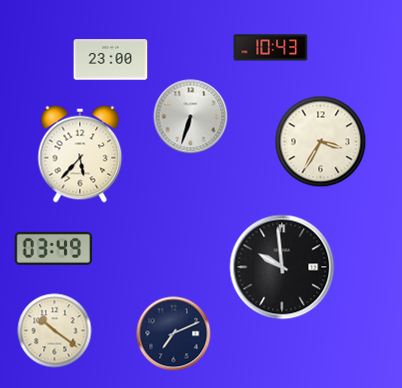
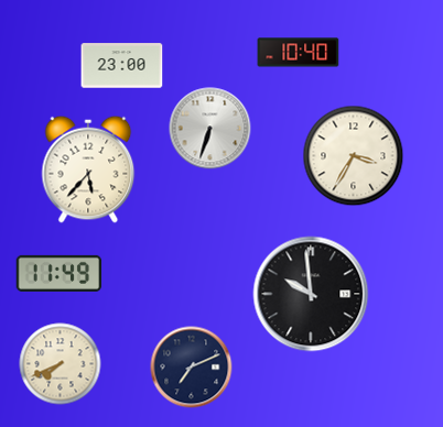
clock at (271, 48): 10:43 -> 10:40
clock at (54, 248): 03:49 -> 11:49
clock at (55, 331): 10:21 -> 7:41
